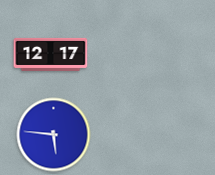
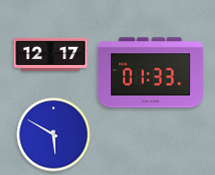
clock at (150, 73): none -> 01:33
clock at (54, 135): 5:46 -> 5:50
